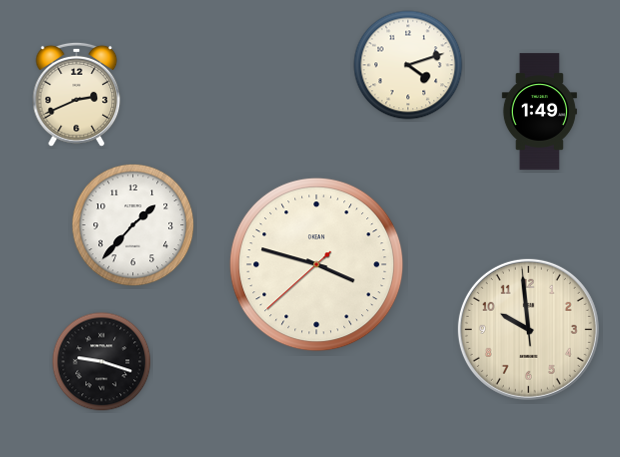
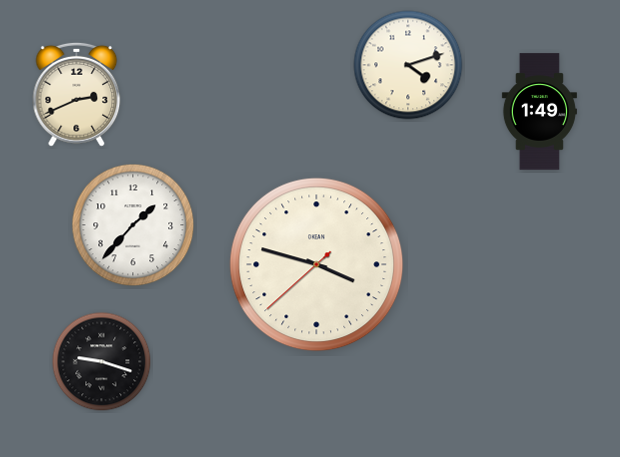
clock at (528, 329): 9:58 -> none
